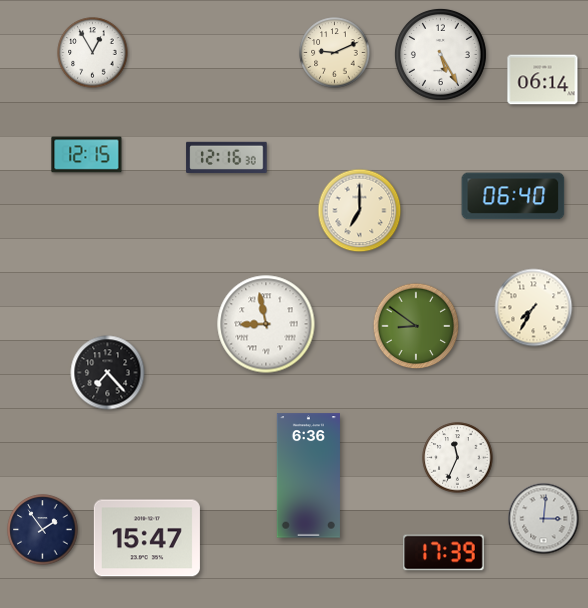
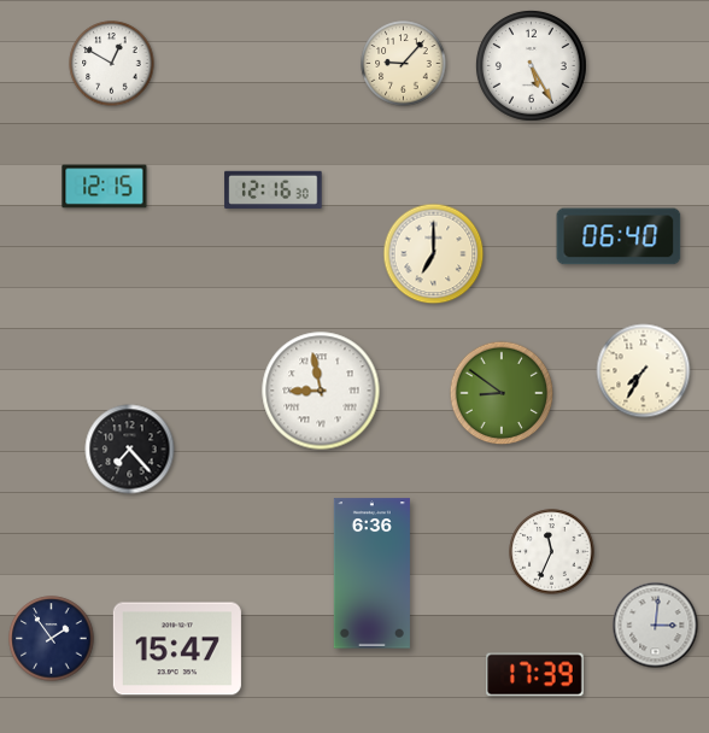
clock at (93, 53): 12:55 -> 12:50
clock at (335, 53): 9:11 -> 9:07
clock at (543, 80): 06:14 -> none
clock at (444, 553) position: (444, 553) -> (535, 675)
